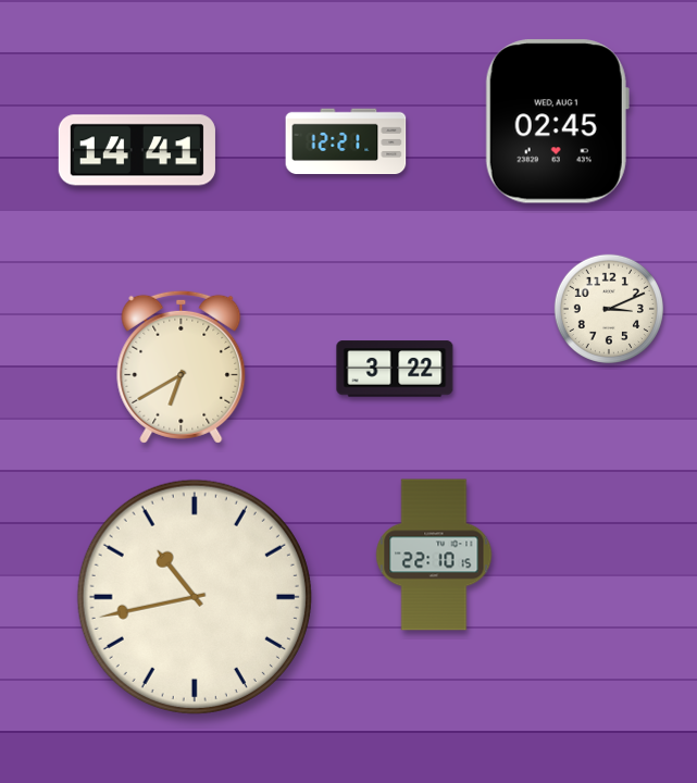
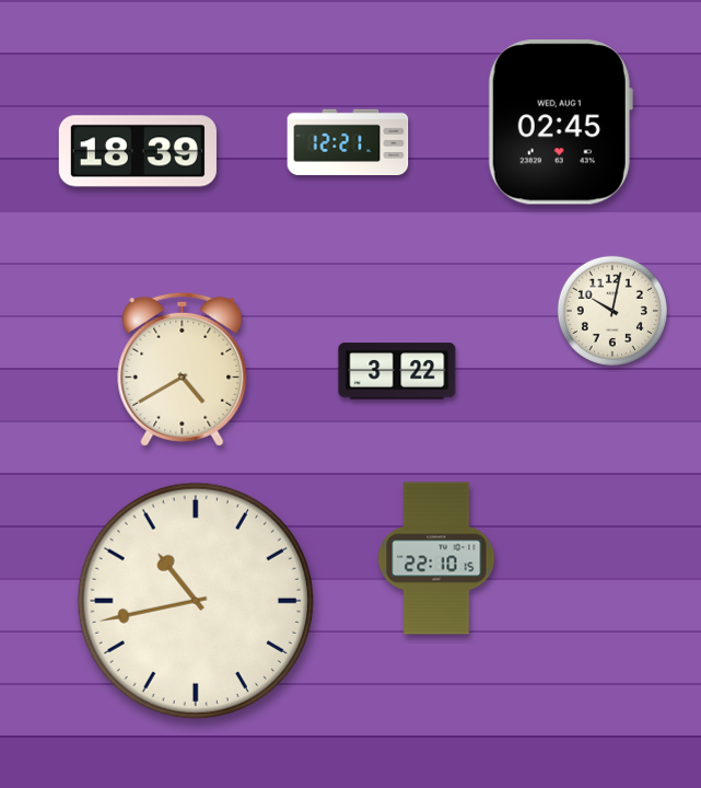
clock at (137, 150): 14:41 -> 18:39
clock at (609, 309): 3:11 -> 10:02
clock at (182, 366): 6:40 -> 4:40
